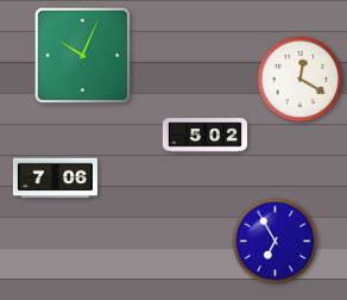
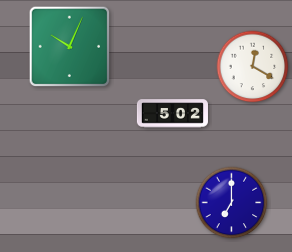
clock at (55, 179): 7:06 -> none
clock at (276, 242): 6:55 -> 7:00
